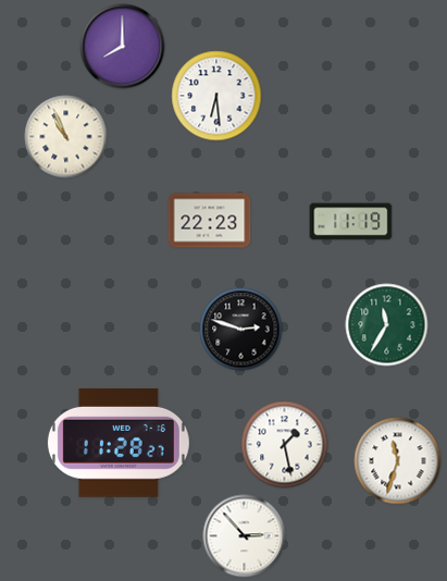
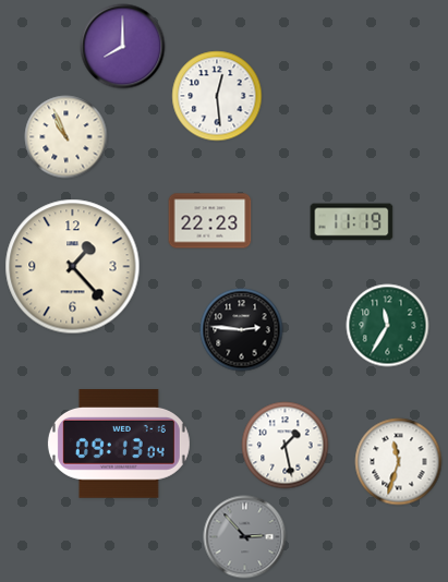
clock at (216, 96): 6:29 -> 12:29
clock at (73, 267): none -> 1:23
clock at (241, 330): 2:48 -> 2:46
clock at (119, 444): 11:28 -> 09:13
clock at (245, 536) dial: white -> grey
